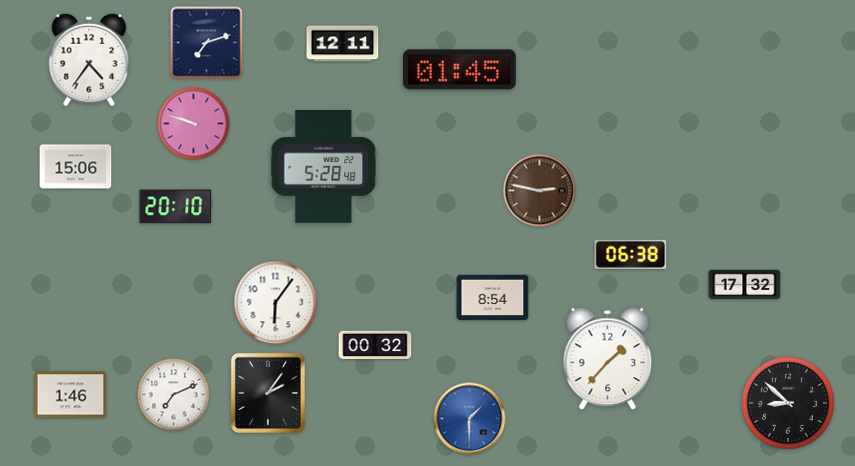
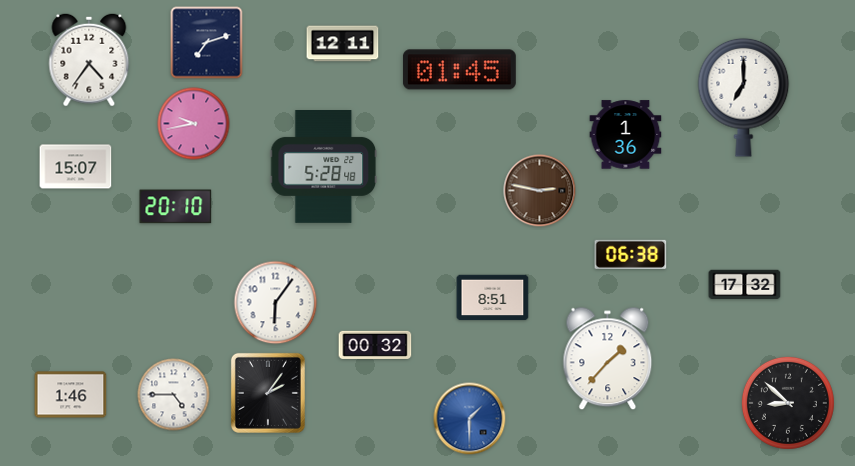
clock at (744, 97): none -> 7:00
clock at (194, 124): 9:48 -> 9:43
clock at (626, 135): none -> 1:36
clock at (76, 167): 15:06 -> 15:07
clock at (493, 298): 8:54 -> 8:51
clock at (174, 395): 7:11 -> 4:45
